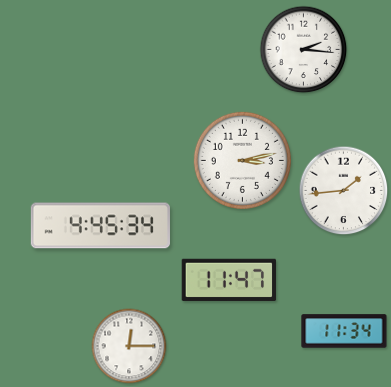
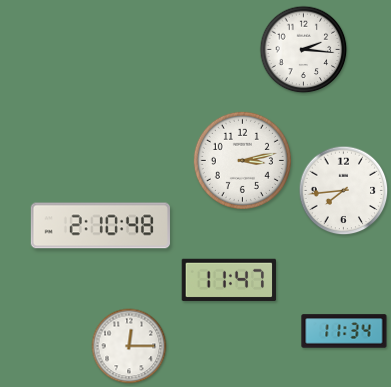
clock at (344, 191): 1:44 -> 7:44
clock at (100, 226): 4:45 -> 2:10
